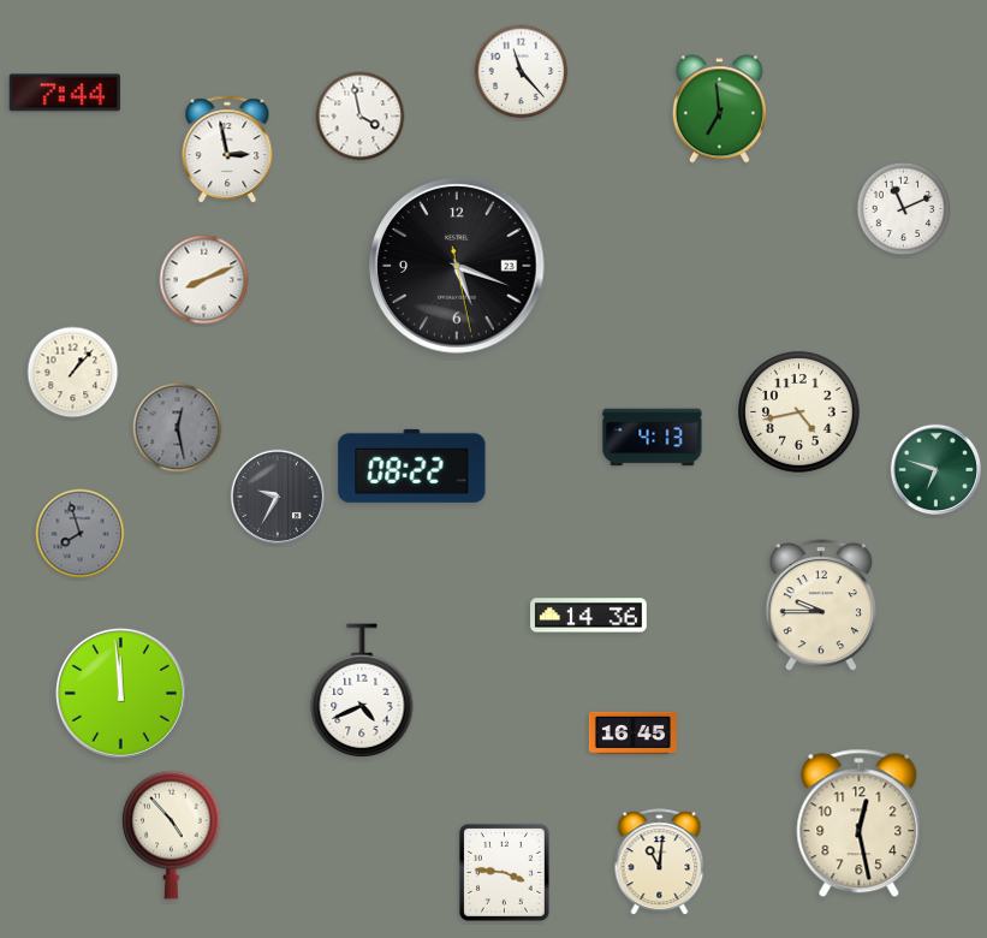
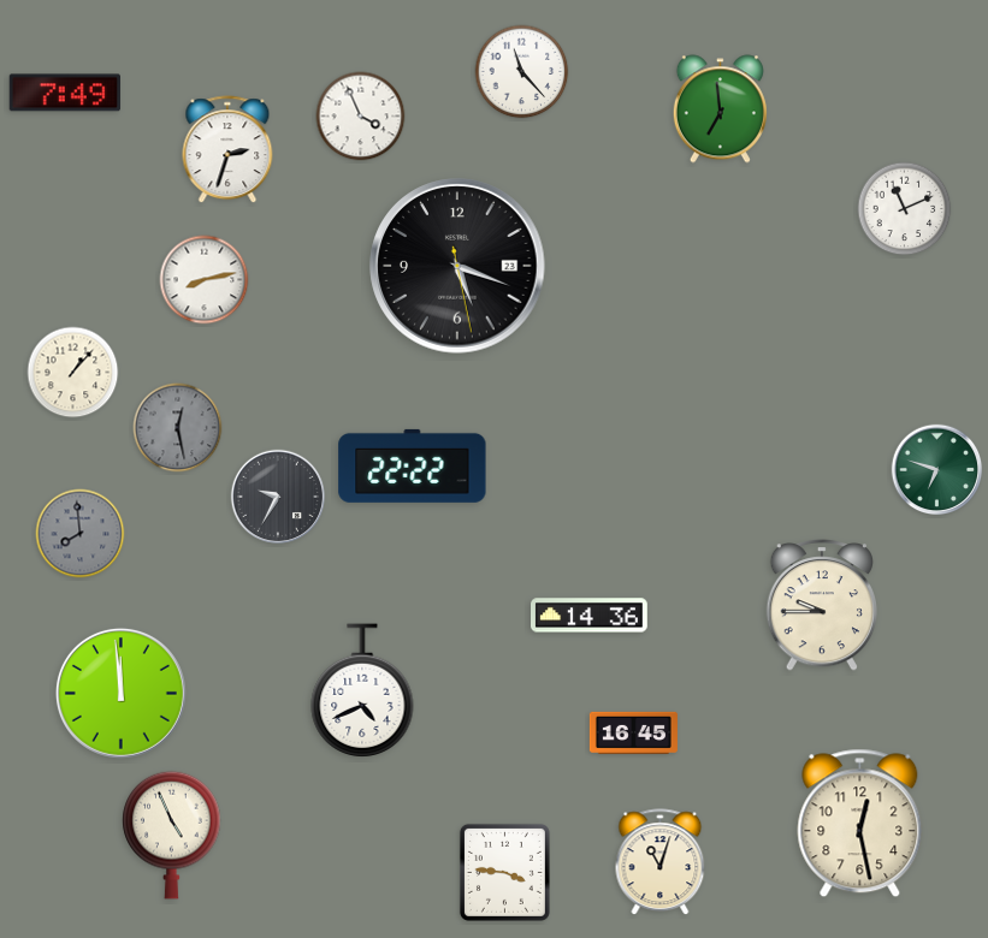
clock at (64, 93): 7:44 -> 7:49
clock at (361, 117): 3:58 -> 3:56
clock at (227, 150): 2:58 -> 2:33
clock at (204, 280): 8:11 -> 8:13
clock at (799, 412): 4:43 -> none
clock at (653, 438): 4:13 -> none
clock at (412, 465): 08:22 -> 22:22
clock at (81, 534): 7:57 -> 7:59
clock at (172, 835): 4:53 -> 4:56
clock at (660, 862): 11:01 -> 11:03
